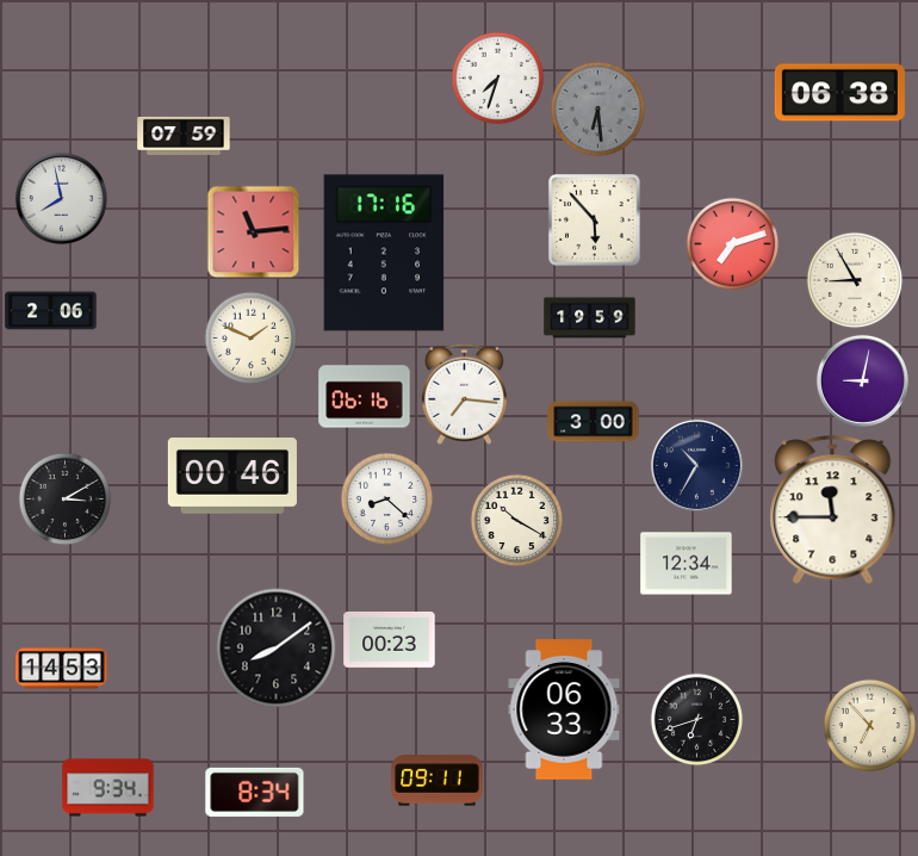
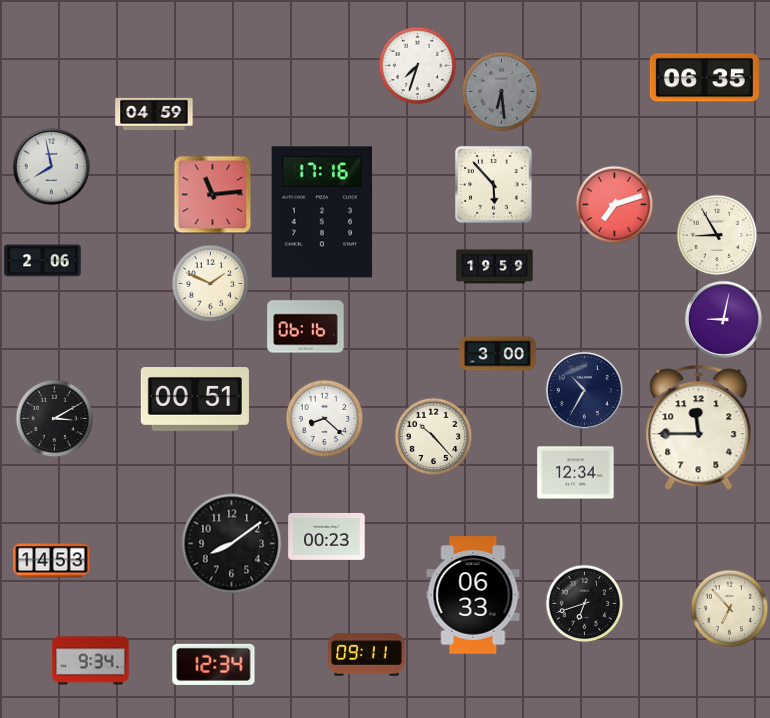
clock at (839, 93): 06:38 -> 06:35
clock at (184, 136): 07:59 -> 04:59
clock at (595, 221) position: (595, 221) -> (494, 185)
clock at (464, 393): 7:16 -> none
clock at (365, 397) position: (365, 397) -> (306, 327)
clock at (232, 477): 00:46 -> 00:51
clock at (516, 520): 10:20 -> 10:23
clock at (255, 792): 8:34 -> 12:34
